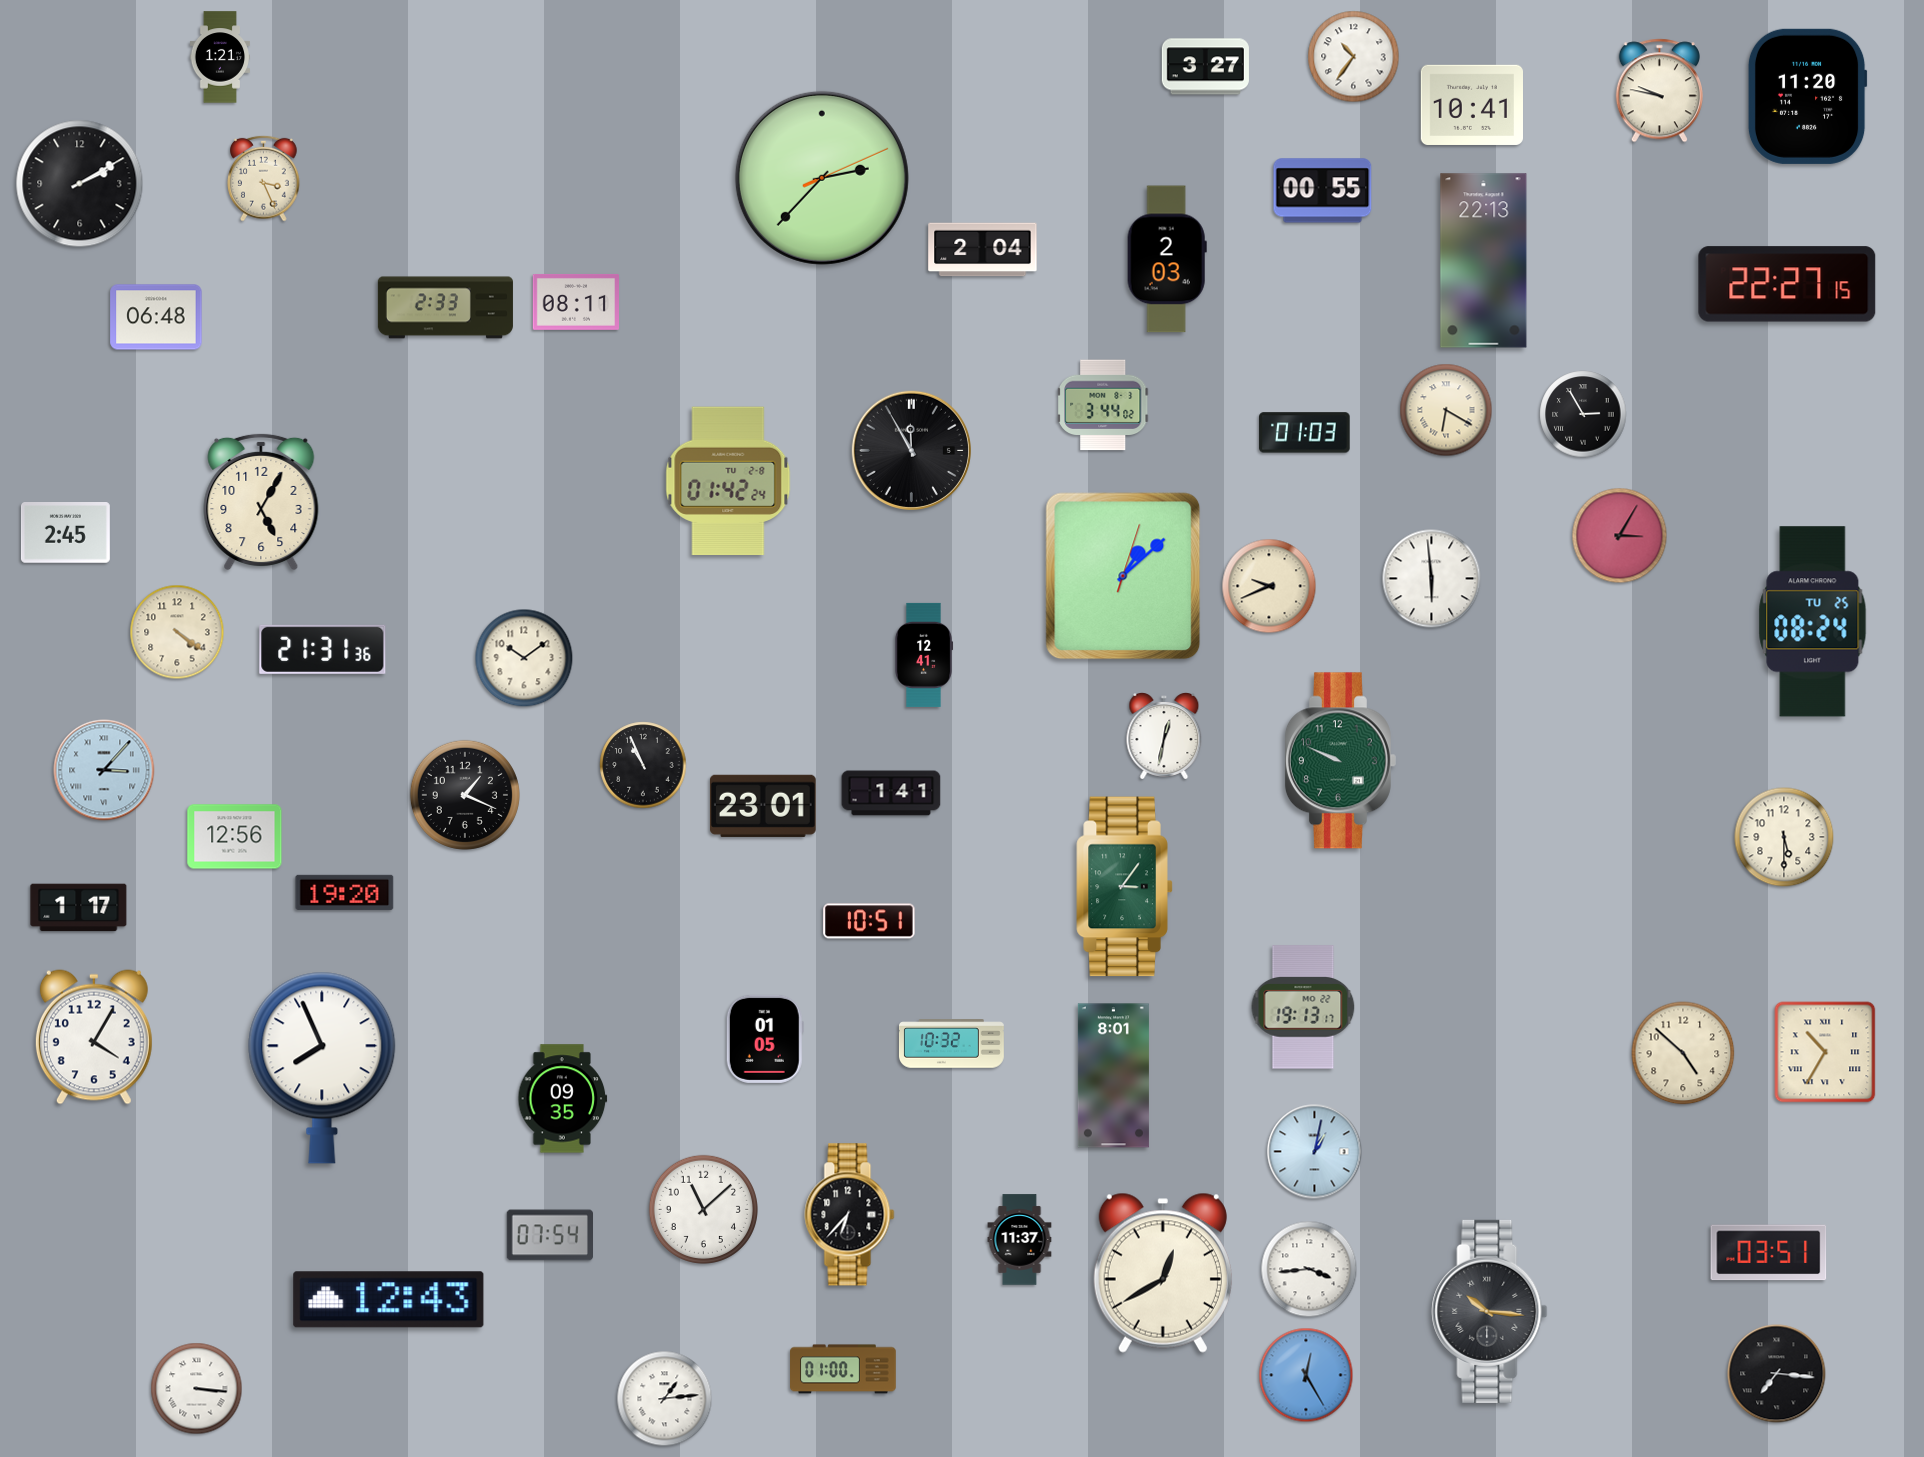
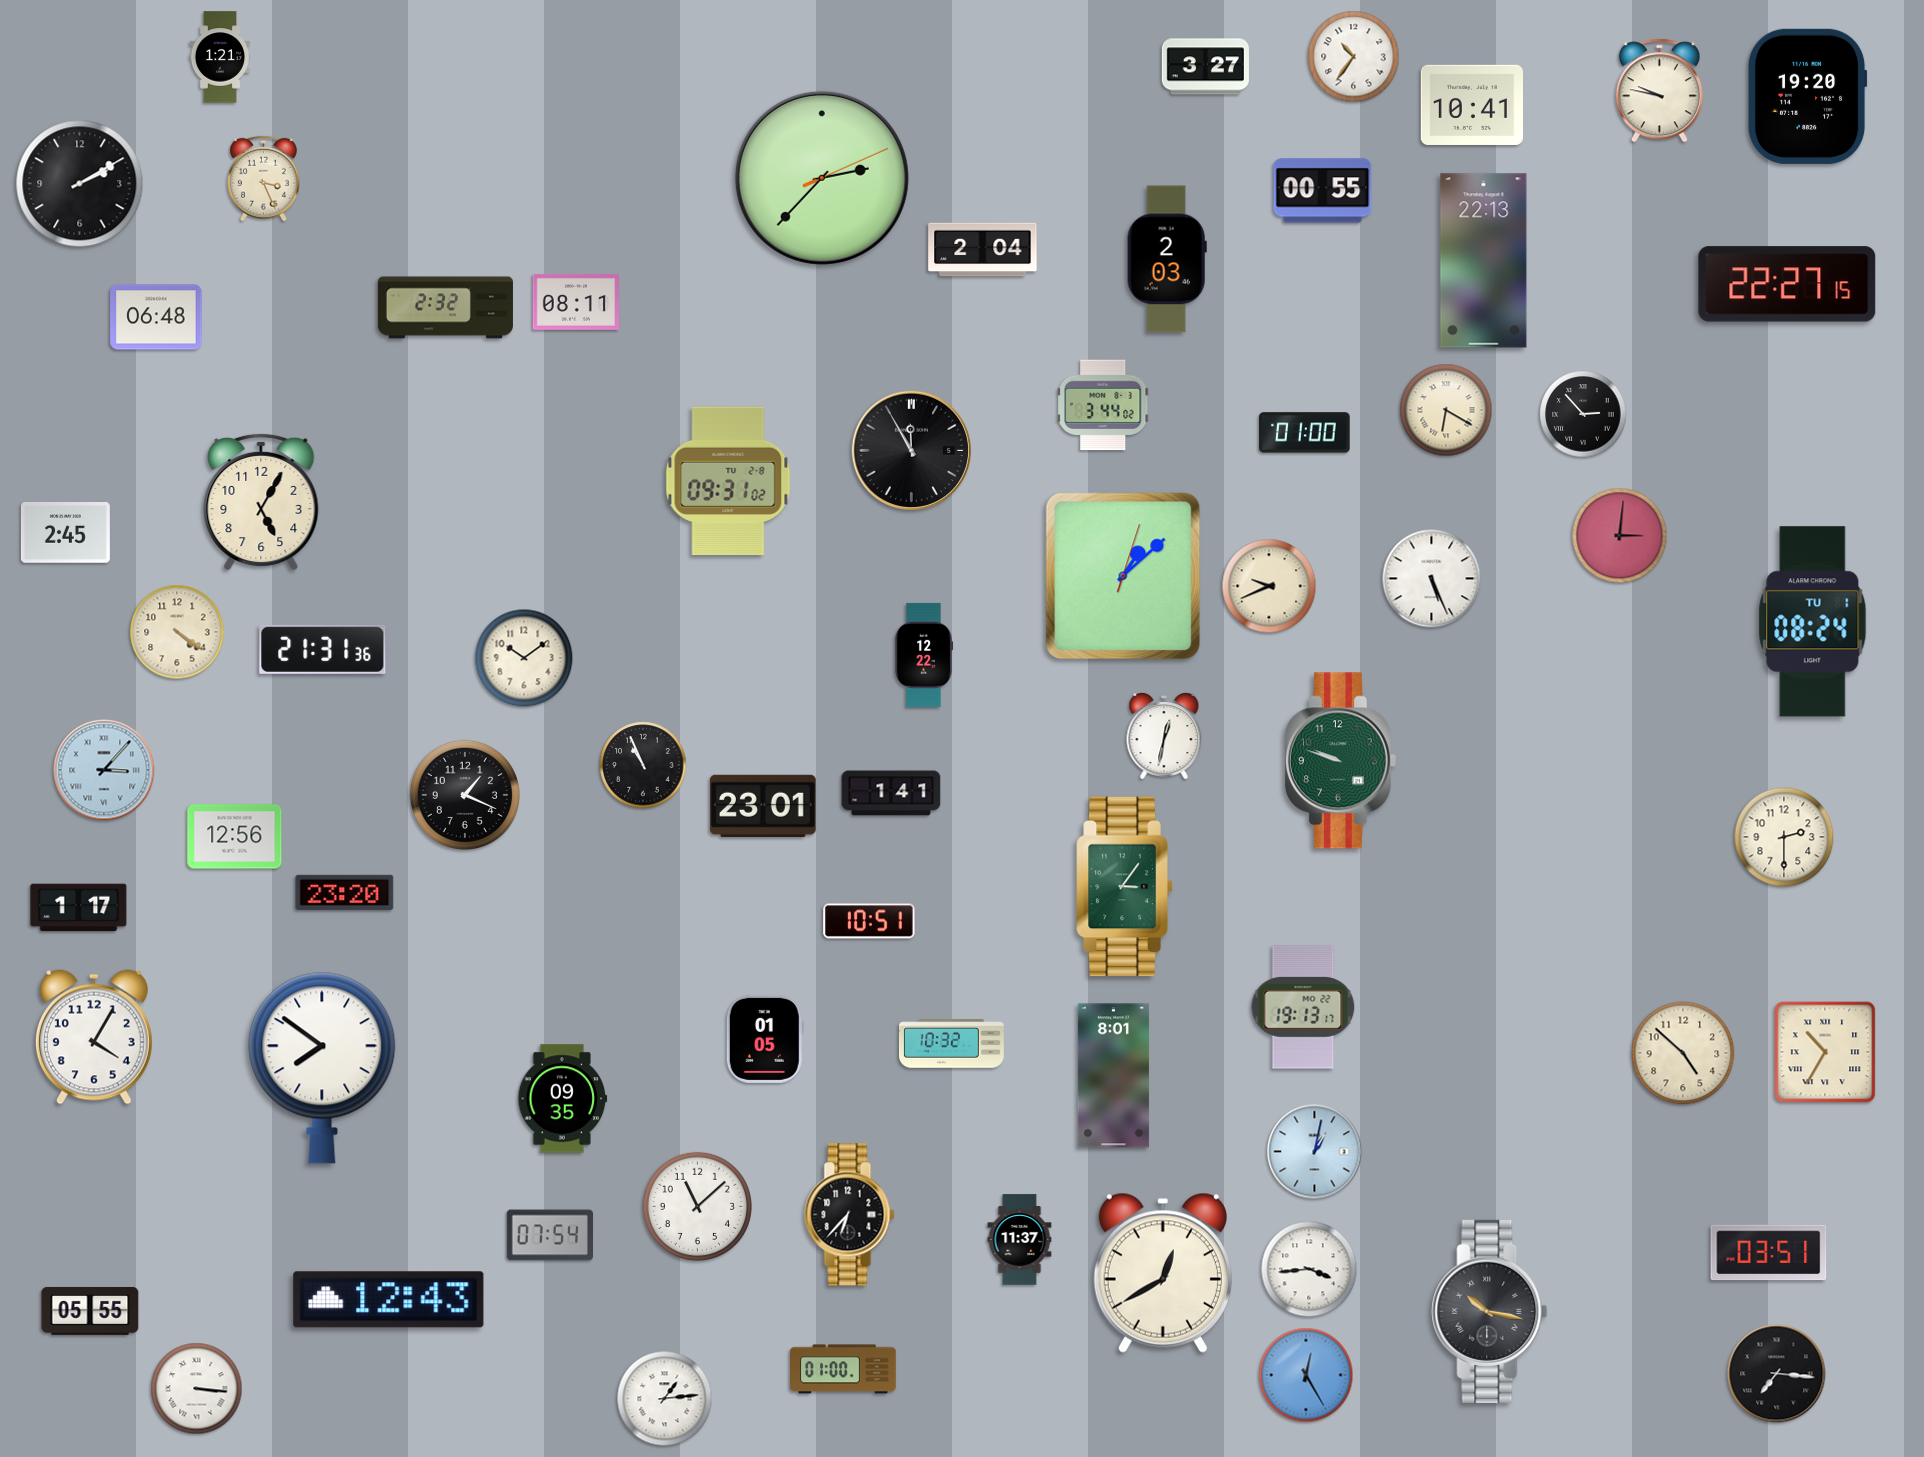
clock at (1807, 96): 11:20 -> 19:20
clock at (445, 308): 2:33 -> 2:32
clock at (1583, 414): 2:55 -> 2:53
clock at (1305, 433): 01:03 -> 01:00
clock at (728, 481): 01:42 -> 09:31
clock at (1620, 536): 3:05 -> 3:01
clock at (1432, 579): 5:59 -> 5:26
clock at (1813, 622) date: TU 25 -> TU 1
clock at (924, 655): 12:41 -> 12:22
clock at (1340, 761): 9:49 -> 9:48
clock at (1784, 837): 5:30 -> 2:30
clock at (345, 892): 19:20 -> 23:20
clock at (322, 1068): 7:56 -> 7:51
clock at (703, 1209) position: (703, 1209) -> (697, 1206)
clock at (90, 1311): none -> 05:55
clock at (1490, 1311): 10:16 -> 10:17
